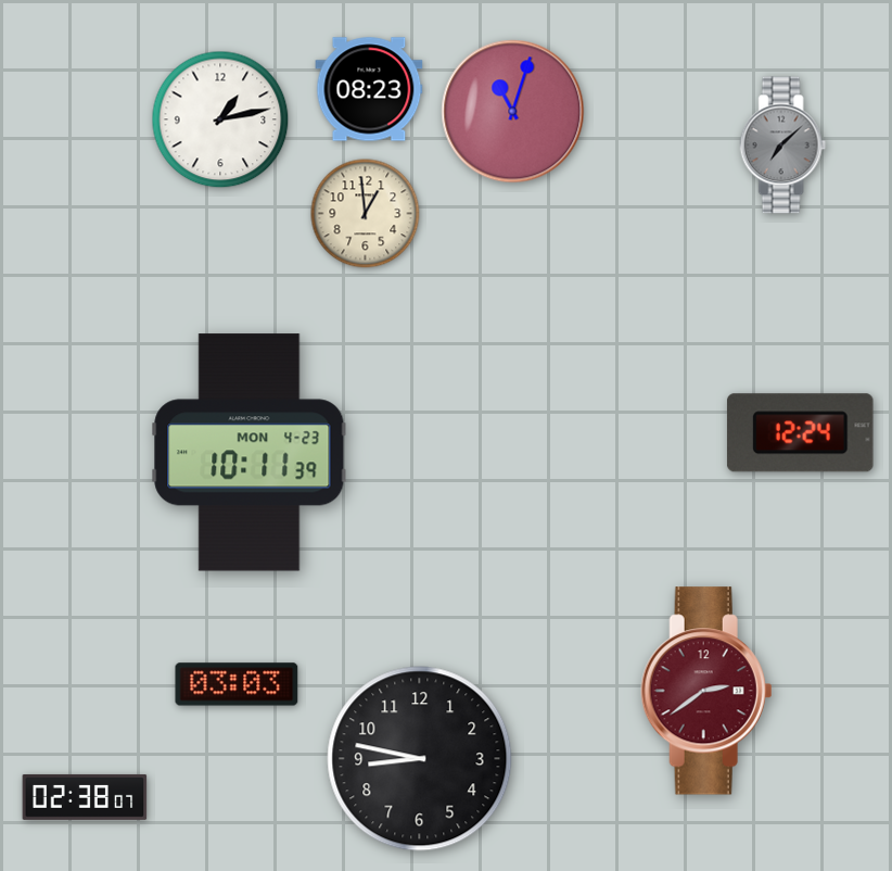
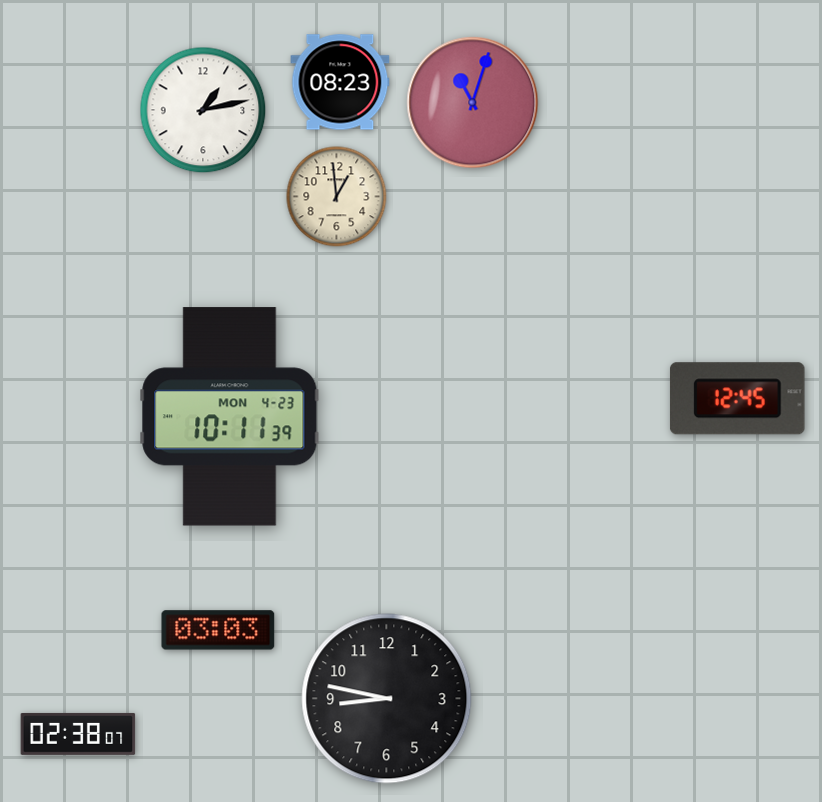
clock at (783, 146): 7:08 -> none
clock at (801, 433): 12:24 -> 12:45
clock at (706, 691): 2:39 -> none
